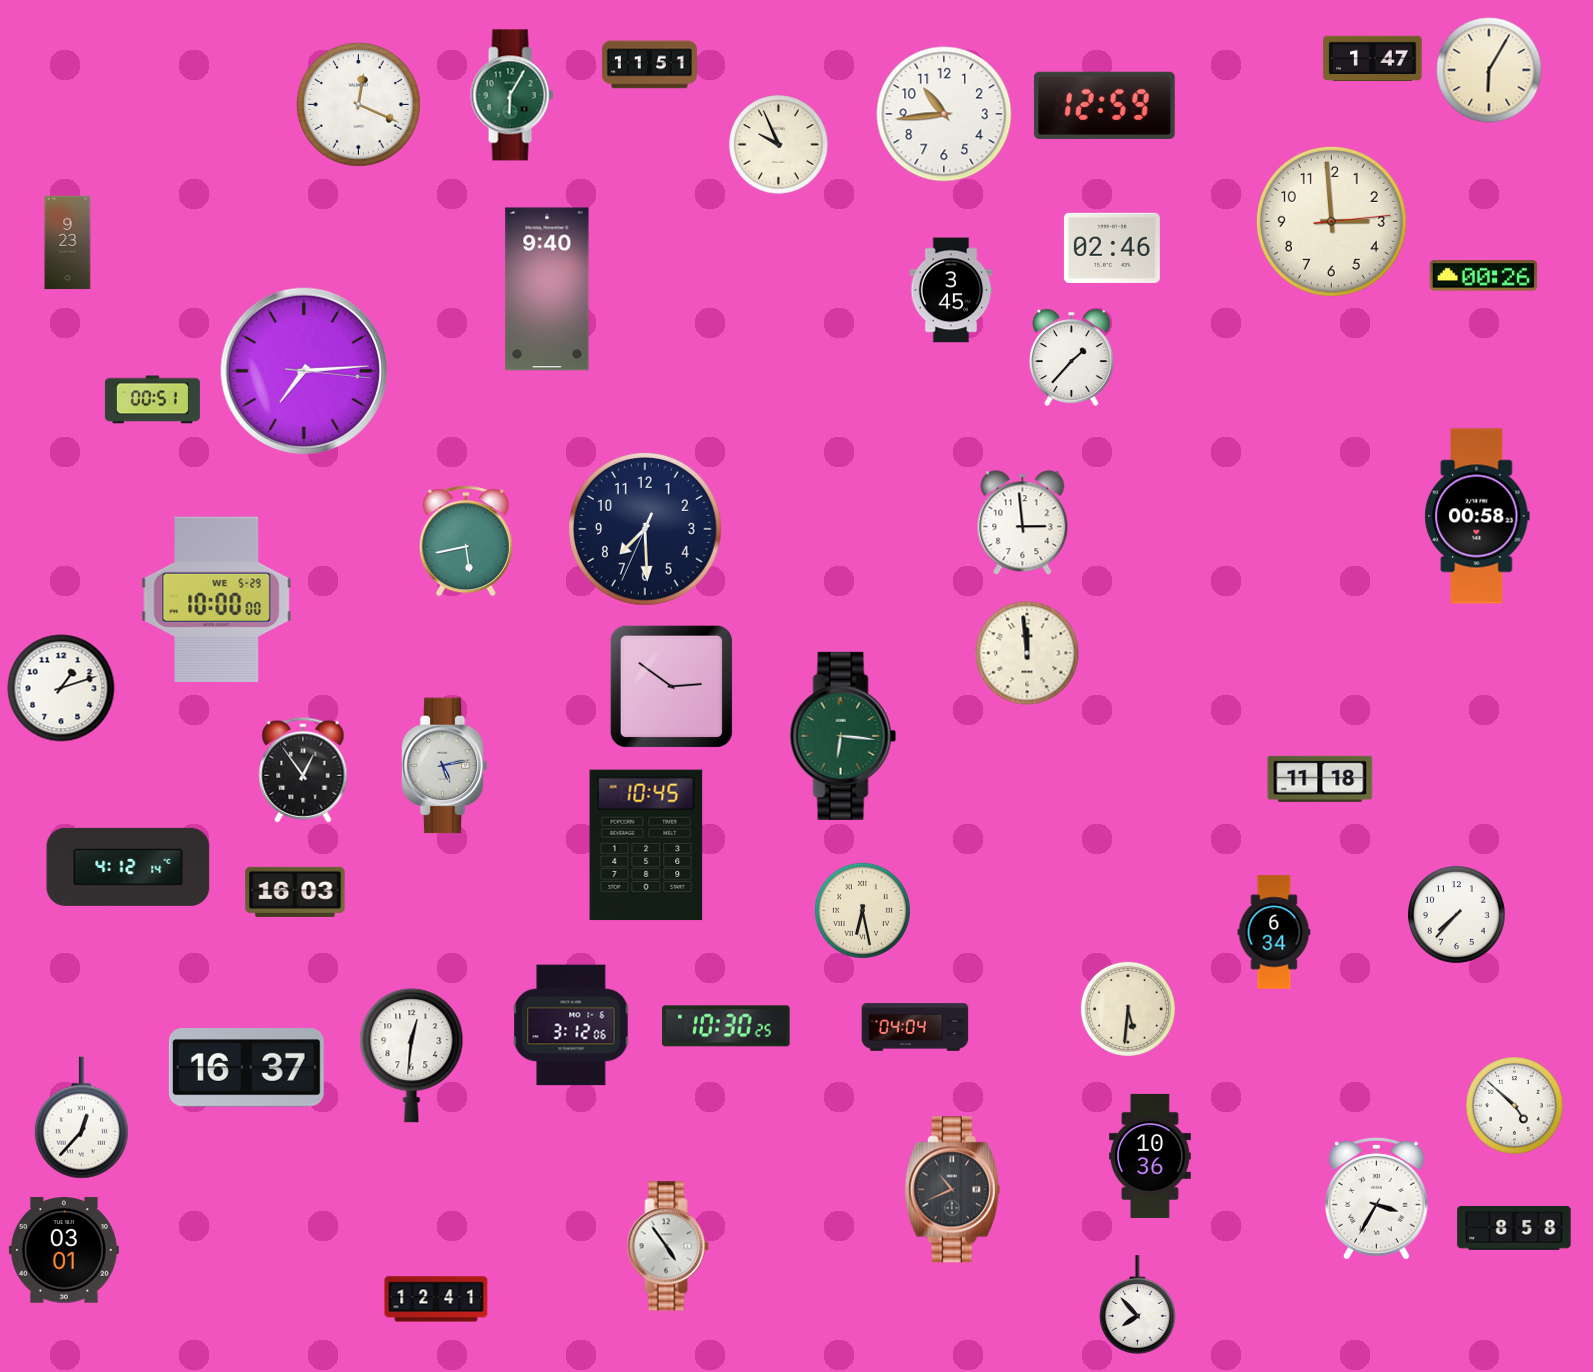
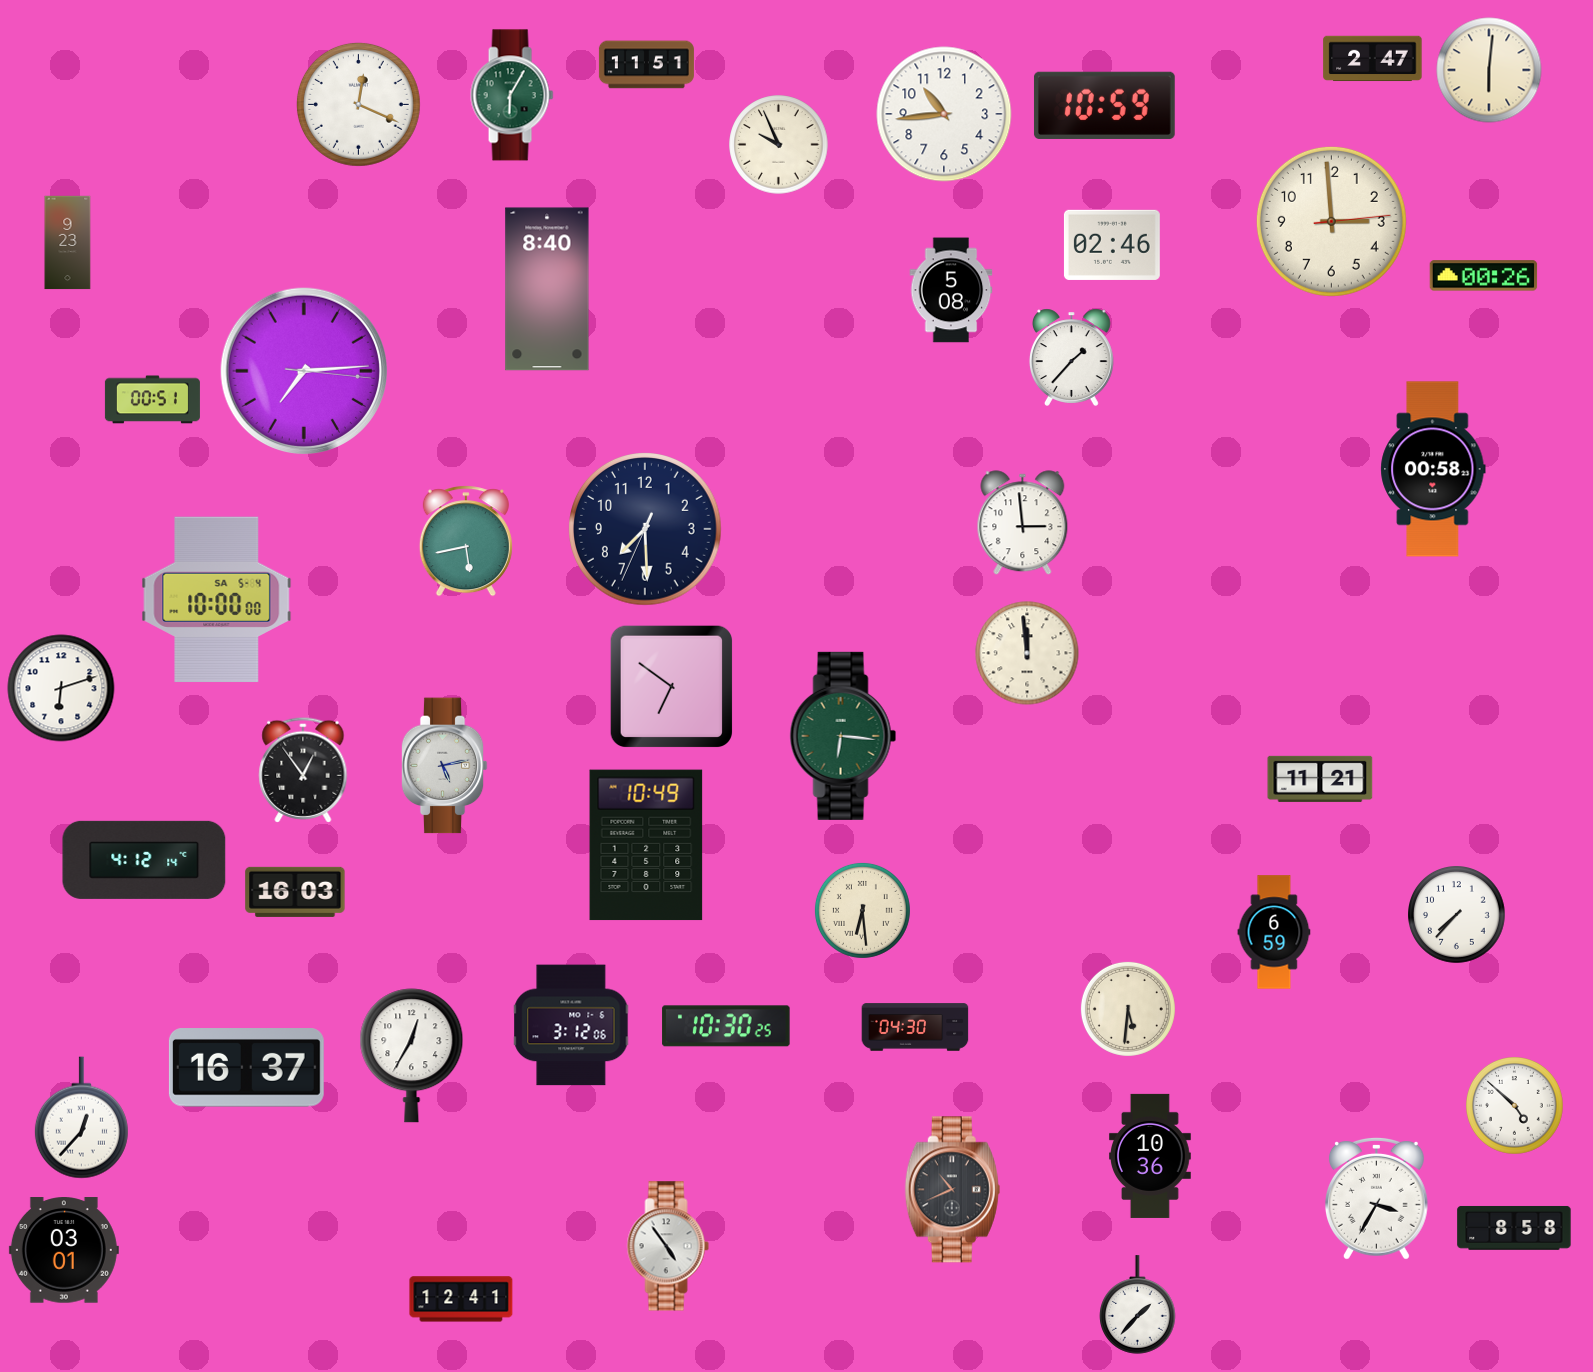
clock at (1373, 59): 1:47 -> 2:47
clock at (649, 65) position: (649, 65) -> (646, 65)
clock at (1489, 70): 6:05 -> 6:01
clock at (1104, 105): 12:59 -> 10:59
clock at (1112, 248) position: (1112, 248) -> (1112, 245)
clock at (547, 289): 9:40 -> 8:40
clock at (951, 290): 3:45 -> 5:08
clock at (1477, 516) position: (1477, 516) -> (1433, 469)
clock at (217, 600) date: WE 5-29 -> SA 5-4
clock at (671, 686): 2:51 -> 6:51
clock at (61, 688): 1:12 -> 6:12
clock at (1320, 779): 11:18 -> 11:21
clock at (646, 845): 10:45 -> 10:49
clock at (128, 867) position: (128, 867) -> (144, 860)
clock at (862, 910): 6:28 -> 6:29
clock at (1274, 932): 6:34 -> 6:59
clock at (915, 1027): 04:04 -> 04:30
clock at (412, 1056): 12:31 -> 12:35
clock at (436, 1299) position: (436, 1299) -> (461, 1299)
clock at (1138, 1305): 7:53 -> 1:37
